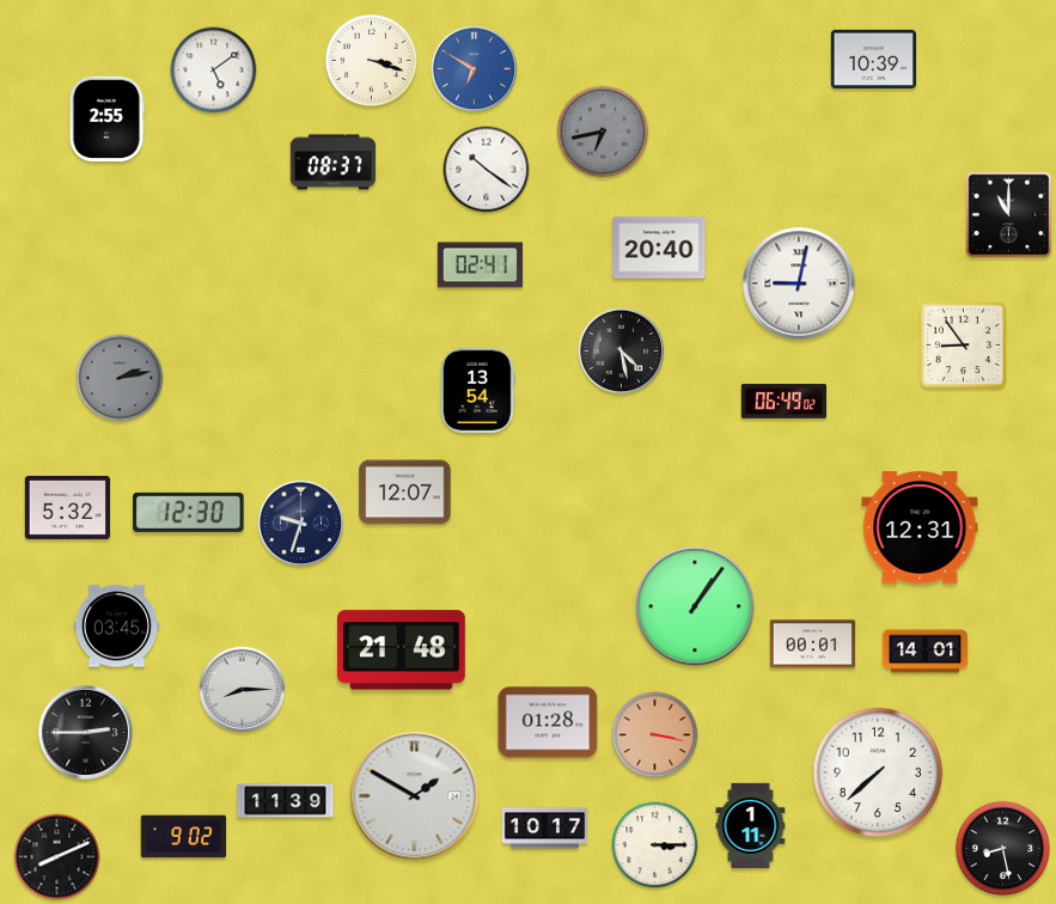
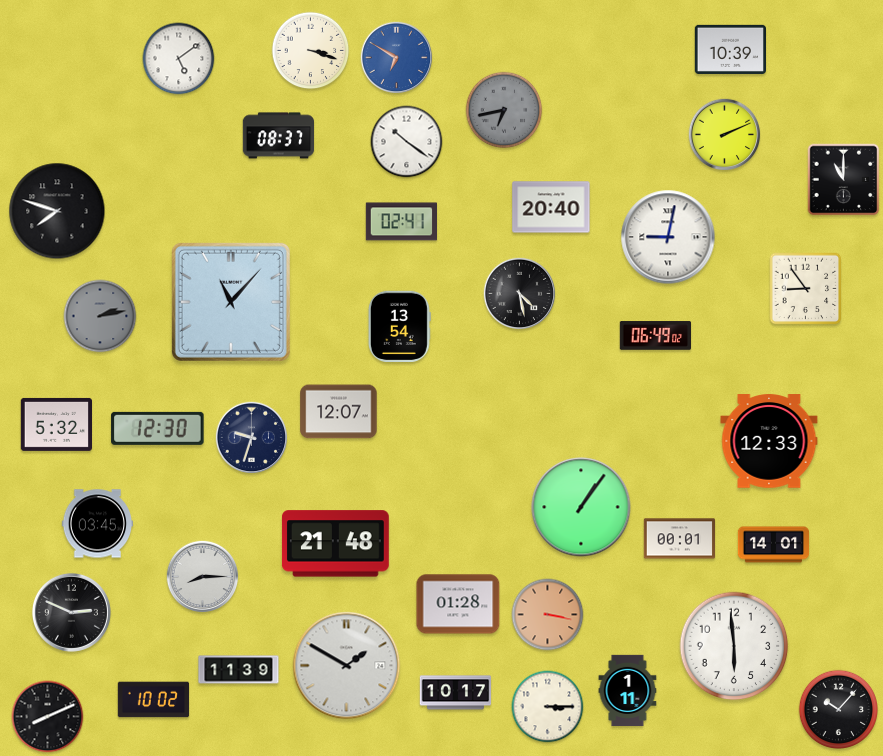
clock at (106, 118): 2:55 -> none
clock at (725, 135): none -> 2:11
clock at (57, 211): none -> 7:48
clock at (231, 302): none -> 11:07
clock at (920, 527): 12:31 -> 12:33
clock at (85, 732): 2:45 -> 2:49
clock at (878, 772): 7:38 -> 5:59
clock at (184, 837): 9:02 -> 10:02
clock at (1003, 849): 8:28 -> 10:07
